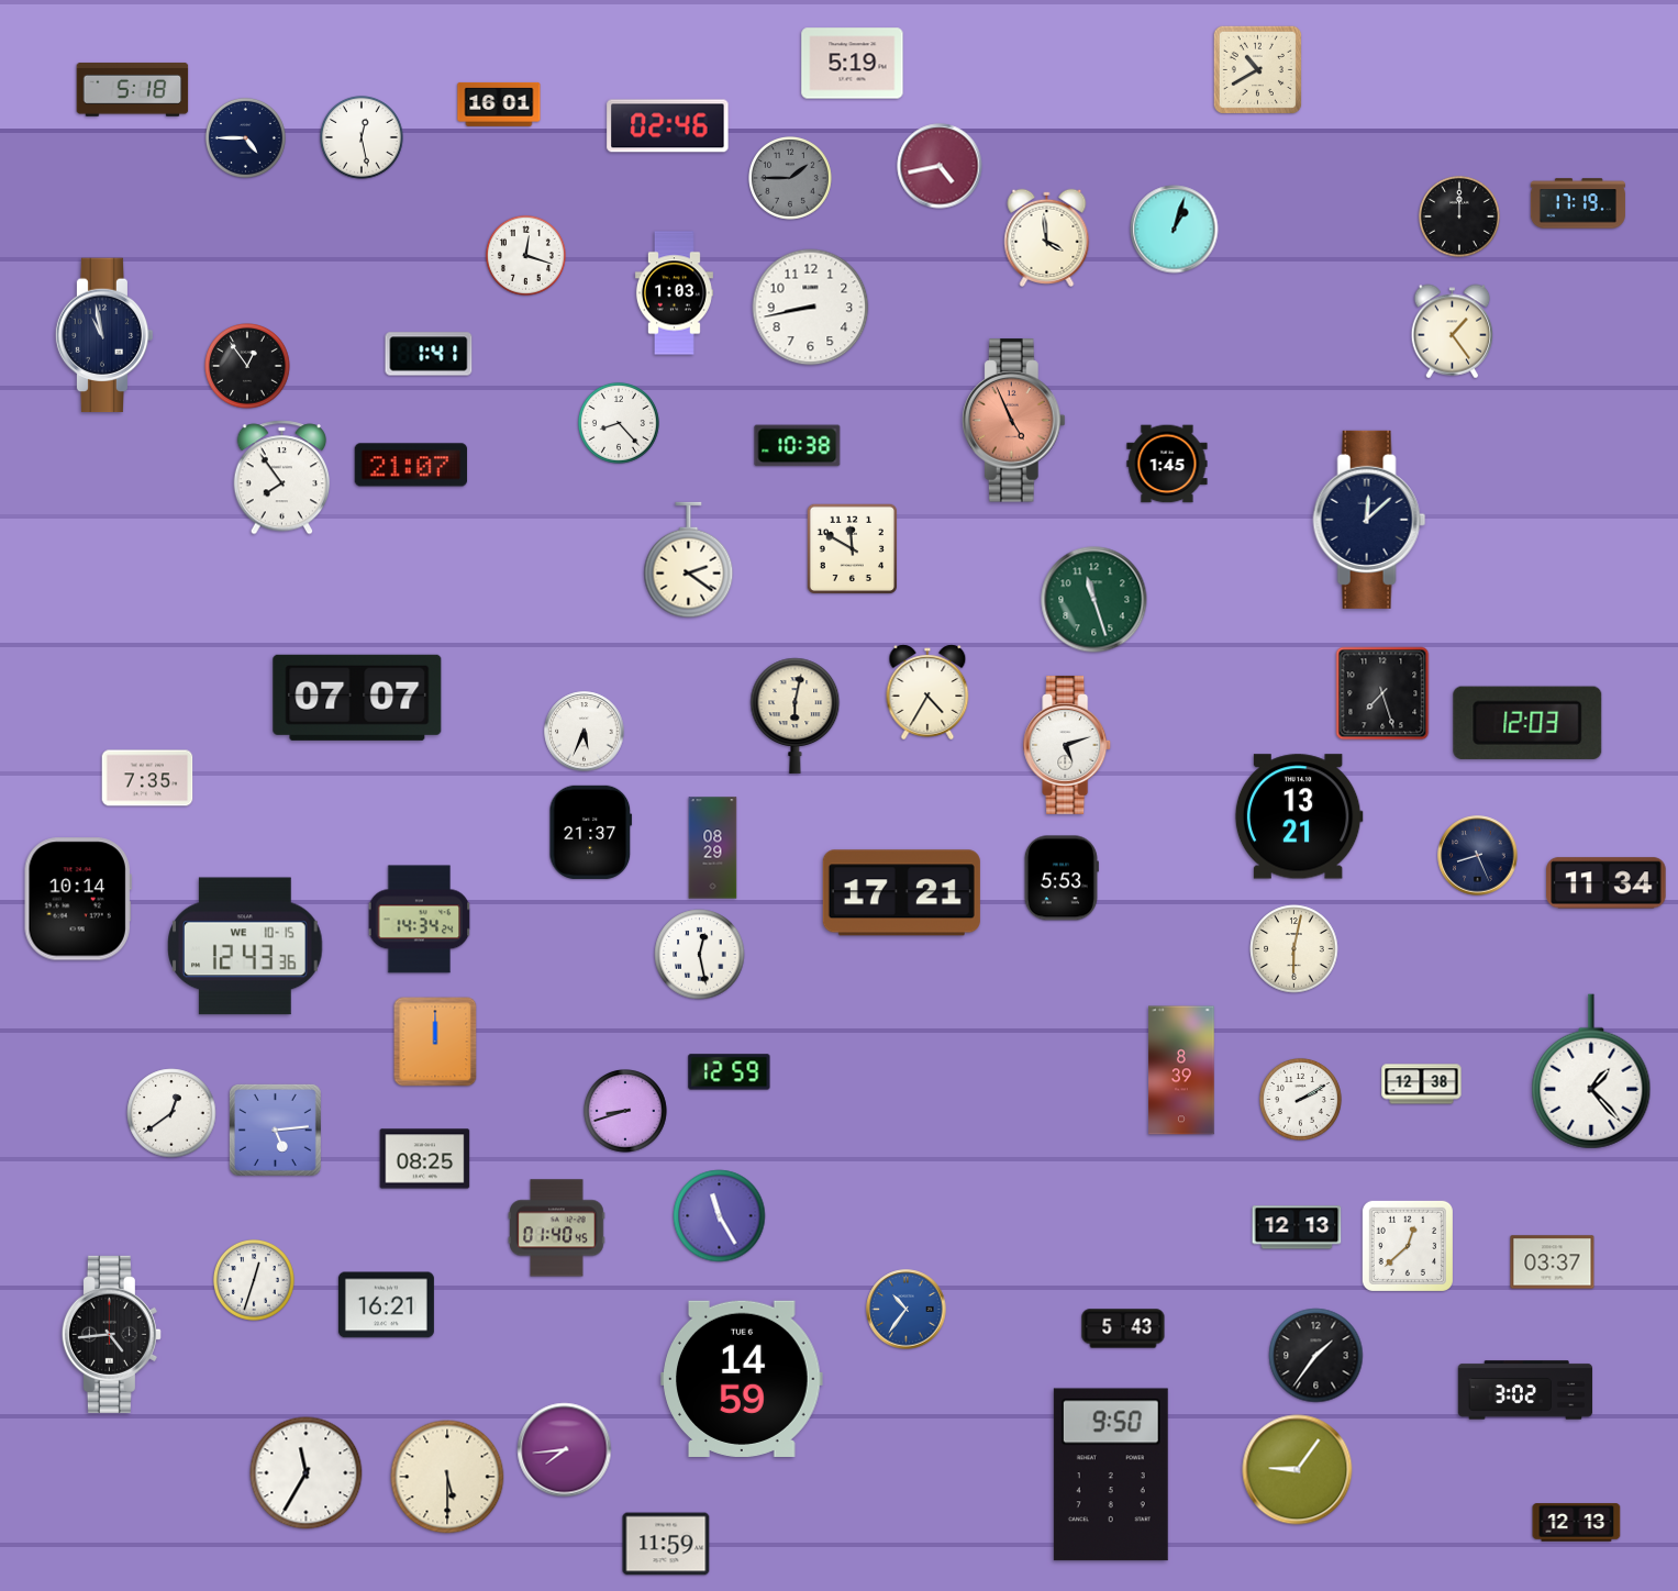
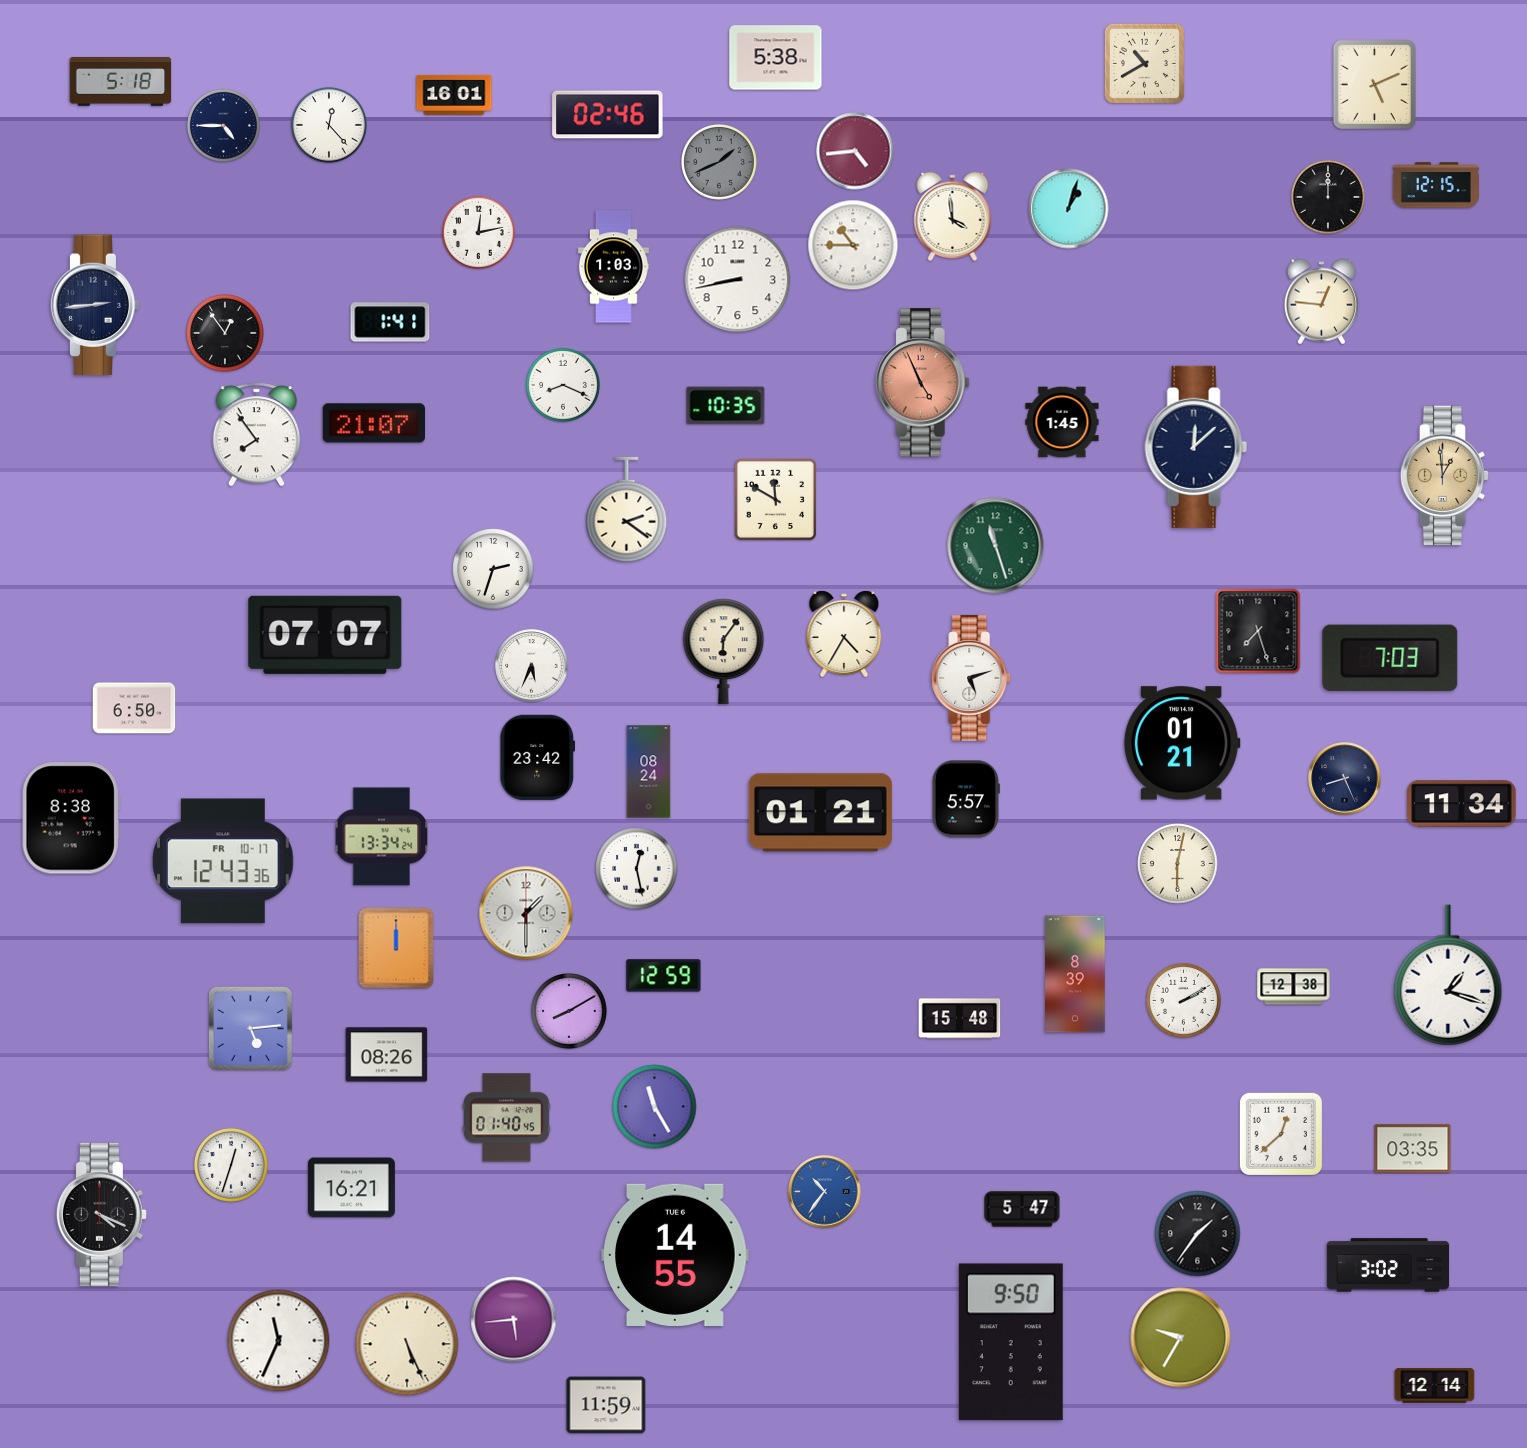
clock at (853, 64): 5:19 -> 5:38
clock at (1374, 84): none -> 5:11
clock at (363, 138): 12:28 -> 12:23
clock at (940, 166): 4:43 -> 4:44
clock at (791, 179): 1:45 -> 1:41
clock at (1578, 203): 17:19 -> 12:15
clock at (525, 255): 12:18 -> 12:13
clock at (853, 245): none -> 10:45
clock at (1453, 332): 1:24 -> 12:46
clock at (104, 335): 10:58 -> 2:44
clock at (619, 423): 8:23 -> 8:19
clock at (798, 446): 10:38 -> 10:35
clock at (1369, 520) position: (1369, 520) -> (1196, 447)
clock at (1445, 476): none -> 12:59
clock at (493, 569): none -> 2:33
clock at (927, 692) position: (927, 692) -> (844, 634)
clock at (796, 715): 6:02 -> 6:06
clock at (1527, 723): 12:03 -> 7:03
clock at (147, 778): 7:35 -> 6:50
clock at (1299, 816): 13:21 -> 01:21
clock at (591, 832): 21:37 -> 23:42
clock at (713, 848): 08:29 -> 08:24
clock at (1062, 878): 5:53 -> 5:57
clock at (901, 893): 17:21 -> 01:21
clock at (78, 899): 10:14 -> 8:38
clock at (420, 920): 14:34 -> 13:34
clock at (245, 946) date: WE 10-15 -> FR 10-17
clock at (526, 913): none -> 1:30
clock at (1591, 1071): 1:23 -> 1:18
clock at (626, 1112): 8:42 -> 8:10
clock at (171, 1113): 12:39 -> none
clock at (960, 1019): none -> 15:48
clock at (425, 1159): 08:25 -> 08:26
clock at (1297, 1227): 12:13 -> none
clock at (1553, 1262): 03:37 -> 03:35
clock at (1123, 1328): 5:43 -> 5:47
clock at (111, 1334): 4:44 -> 4:19
clock at (742, 1379): 14:59 -> 14:55
clock at (565, 1450): 7:44 -> 5:44
clock at (1298, 1470): 9:06 -> 9:35
clock at (307, 1473): 11:35 -> 11:34
clock at (447, 1477): 5:30 -> 5:26
clock at (1577, 1523): 12:13 -> 12:14
